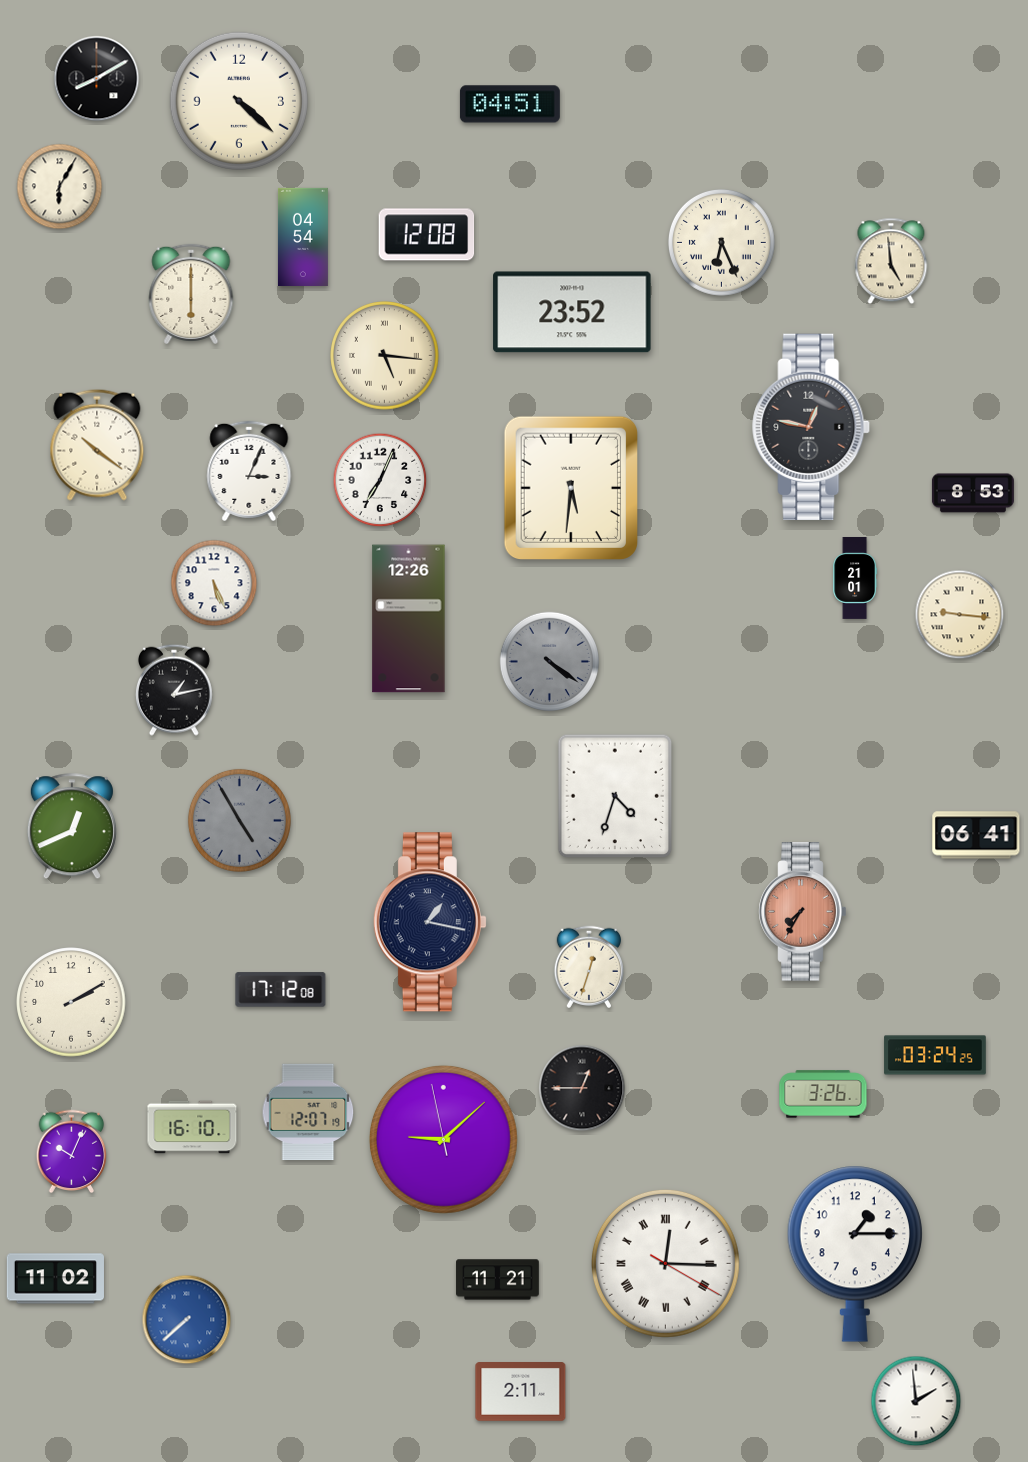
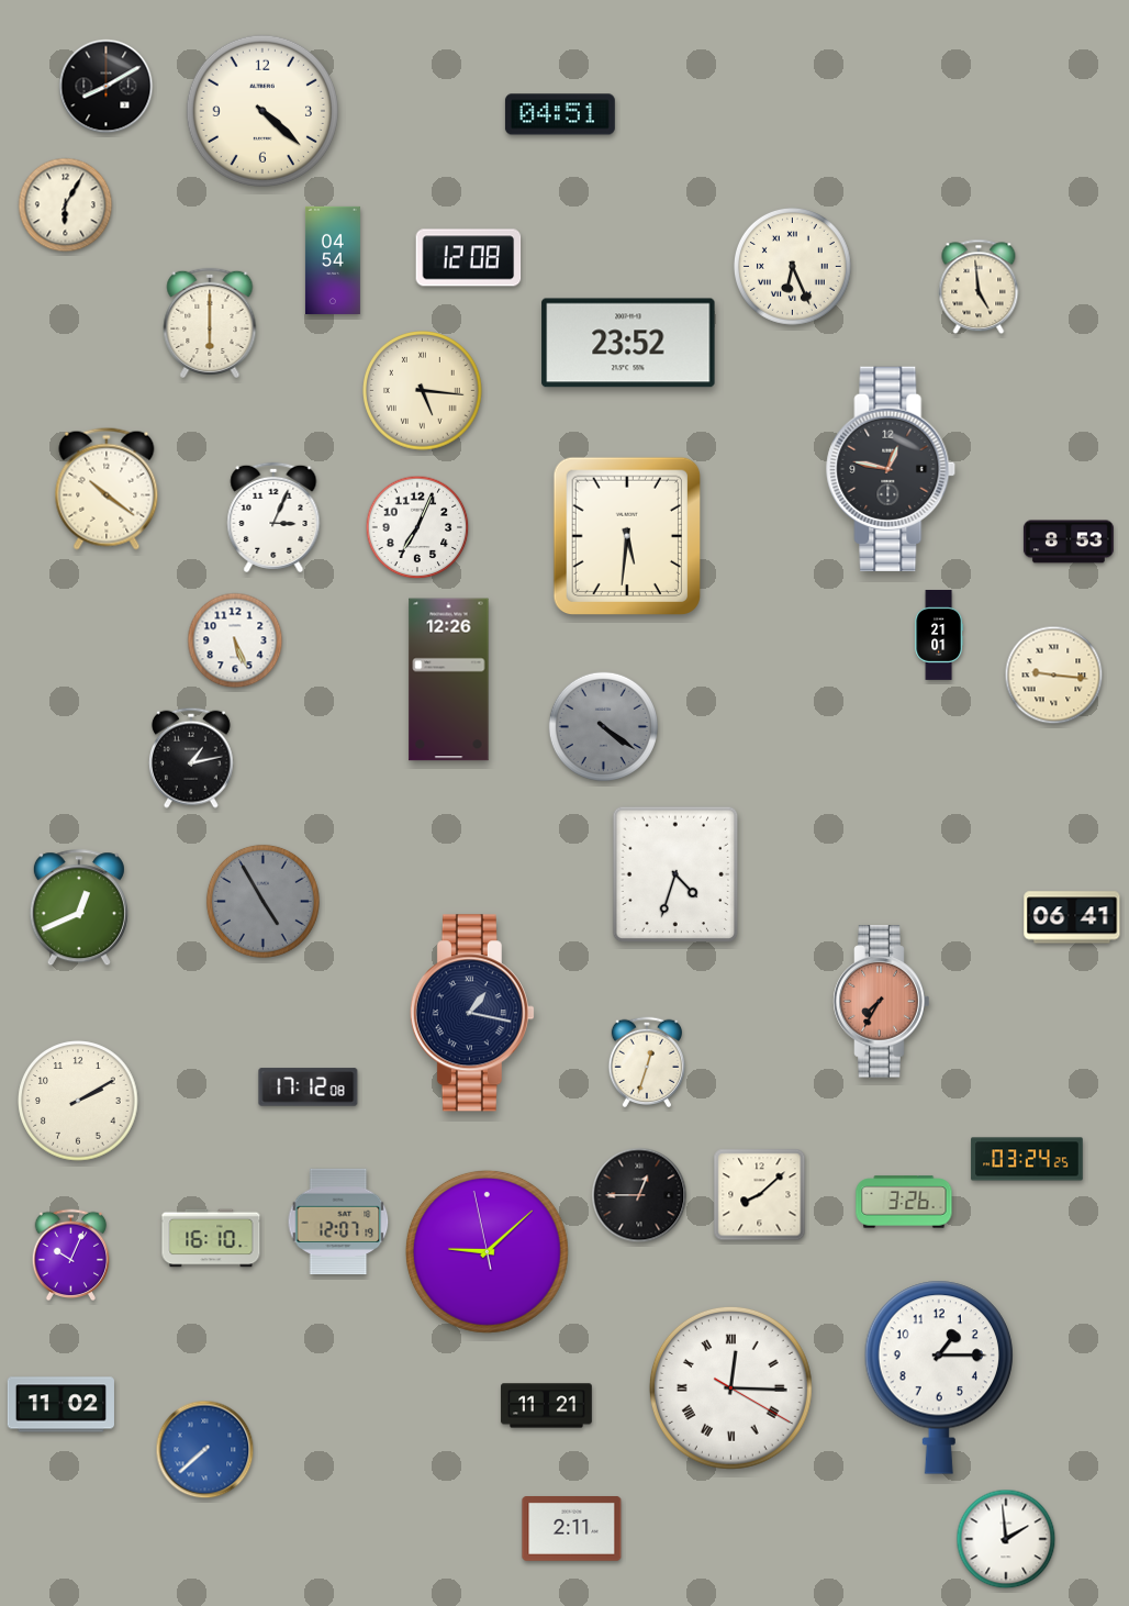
clock at (760, 1195): none -> 8:08
clock at (72, 1152) position: (72, 1152) -> (71, 1256)
